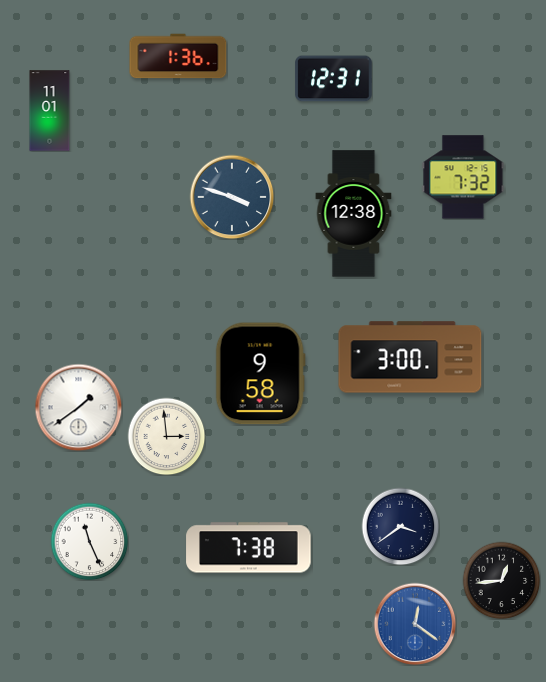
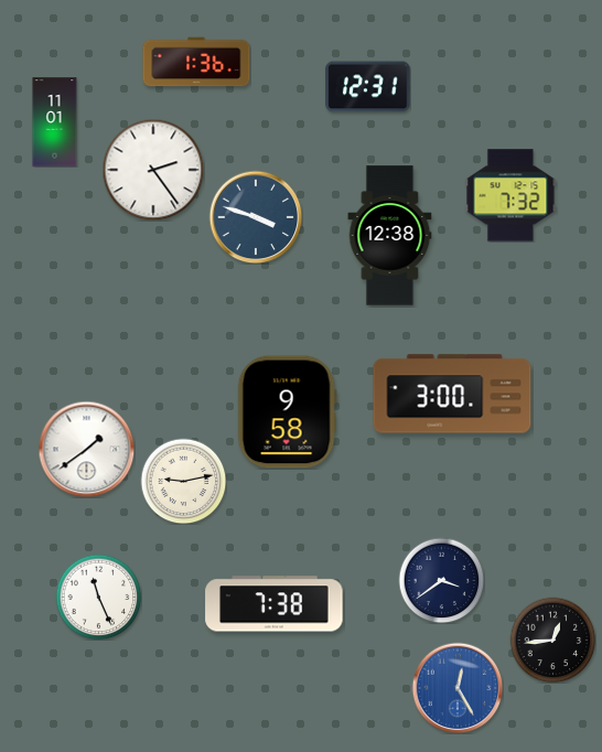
clock at (153, 170): none -> 2:24
clock at (166, 436): 2:59 -> 9:13
clock at (415, 624): 12:21 -> 12:25
